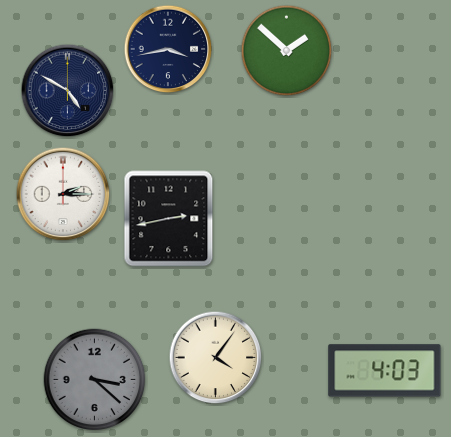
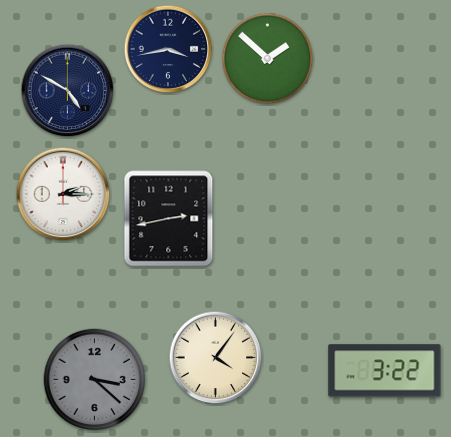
clock at (287, 51) position: (287, 51) -> (268, 59)
clock at (385, 371): 4:03 -> 3:22
